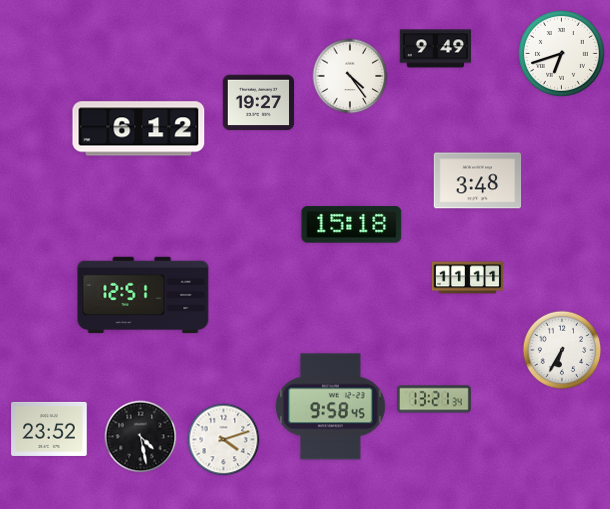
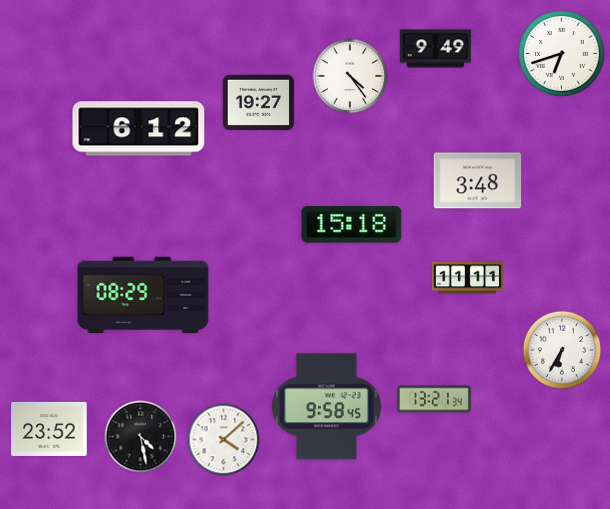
clock at (143, 295): 12:51 -> 08:29
clock at (331, 407) position: (331, 407) -> (327, 407)
clock at (224, 440): 4:12 -> 4:08
